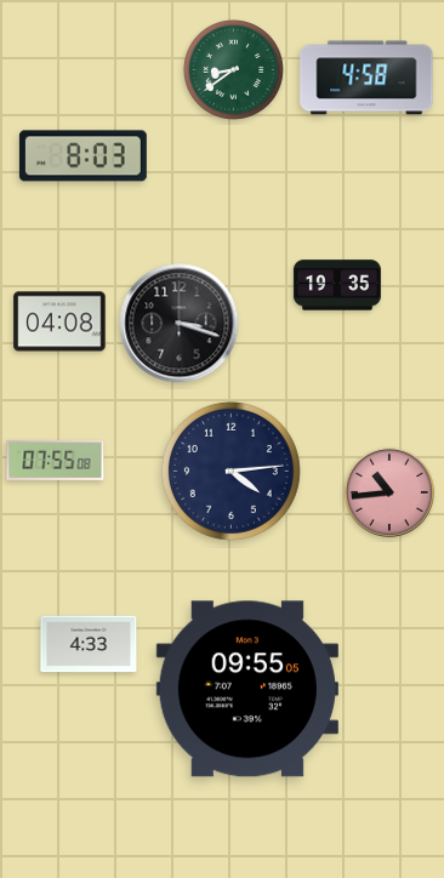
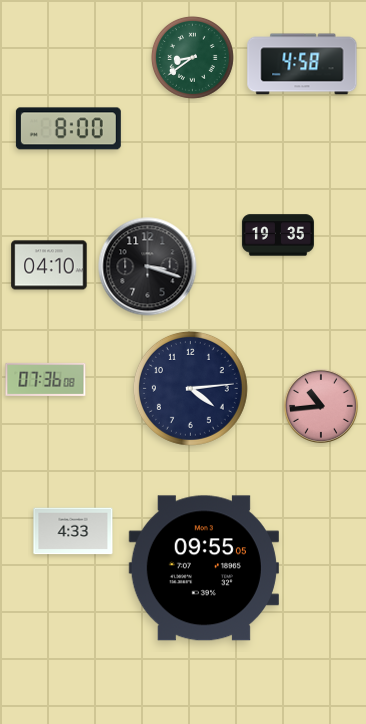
clock at (82, 156): 8:03 -> 8:00
clock at (59, 321): 04:08 -> 04:10
clock at (56, 460): 07:55 -> 07:36
